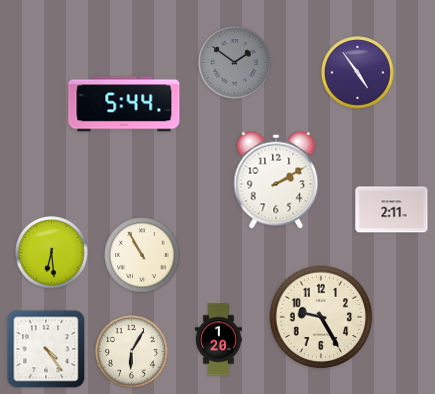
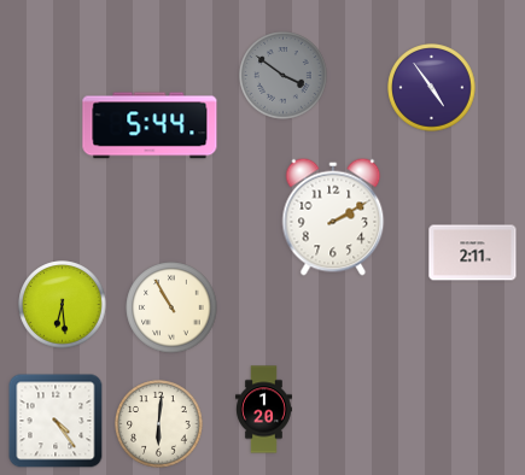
clock at (235, 63): 1:51 -> 3:51
clock at (321, 317): 9:25 -> none
clock at (132, 352): 6:05 -> 6:01
